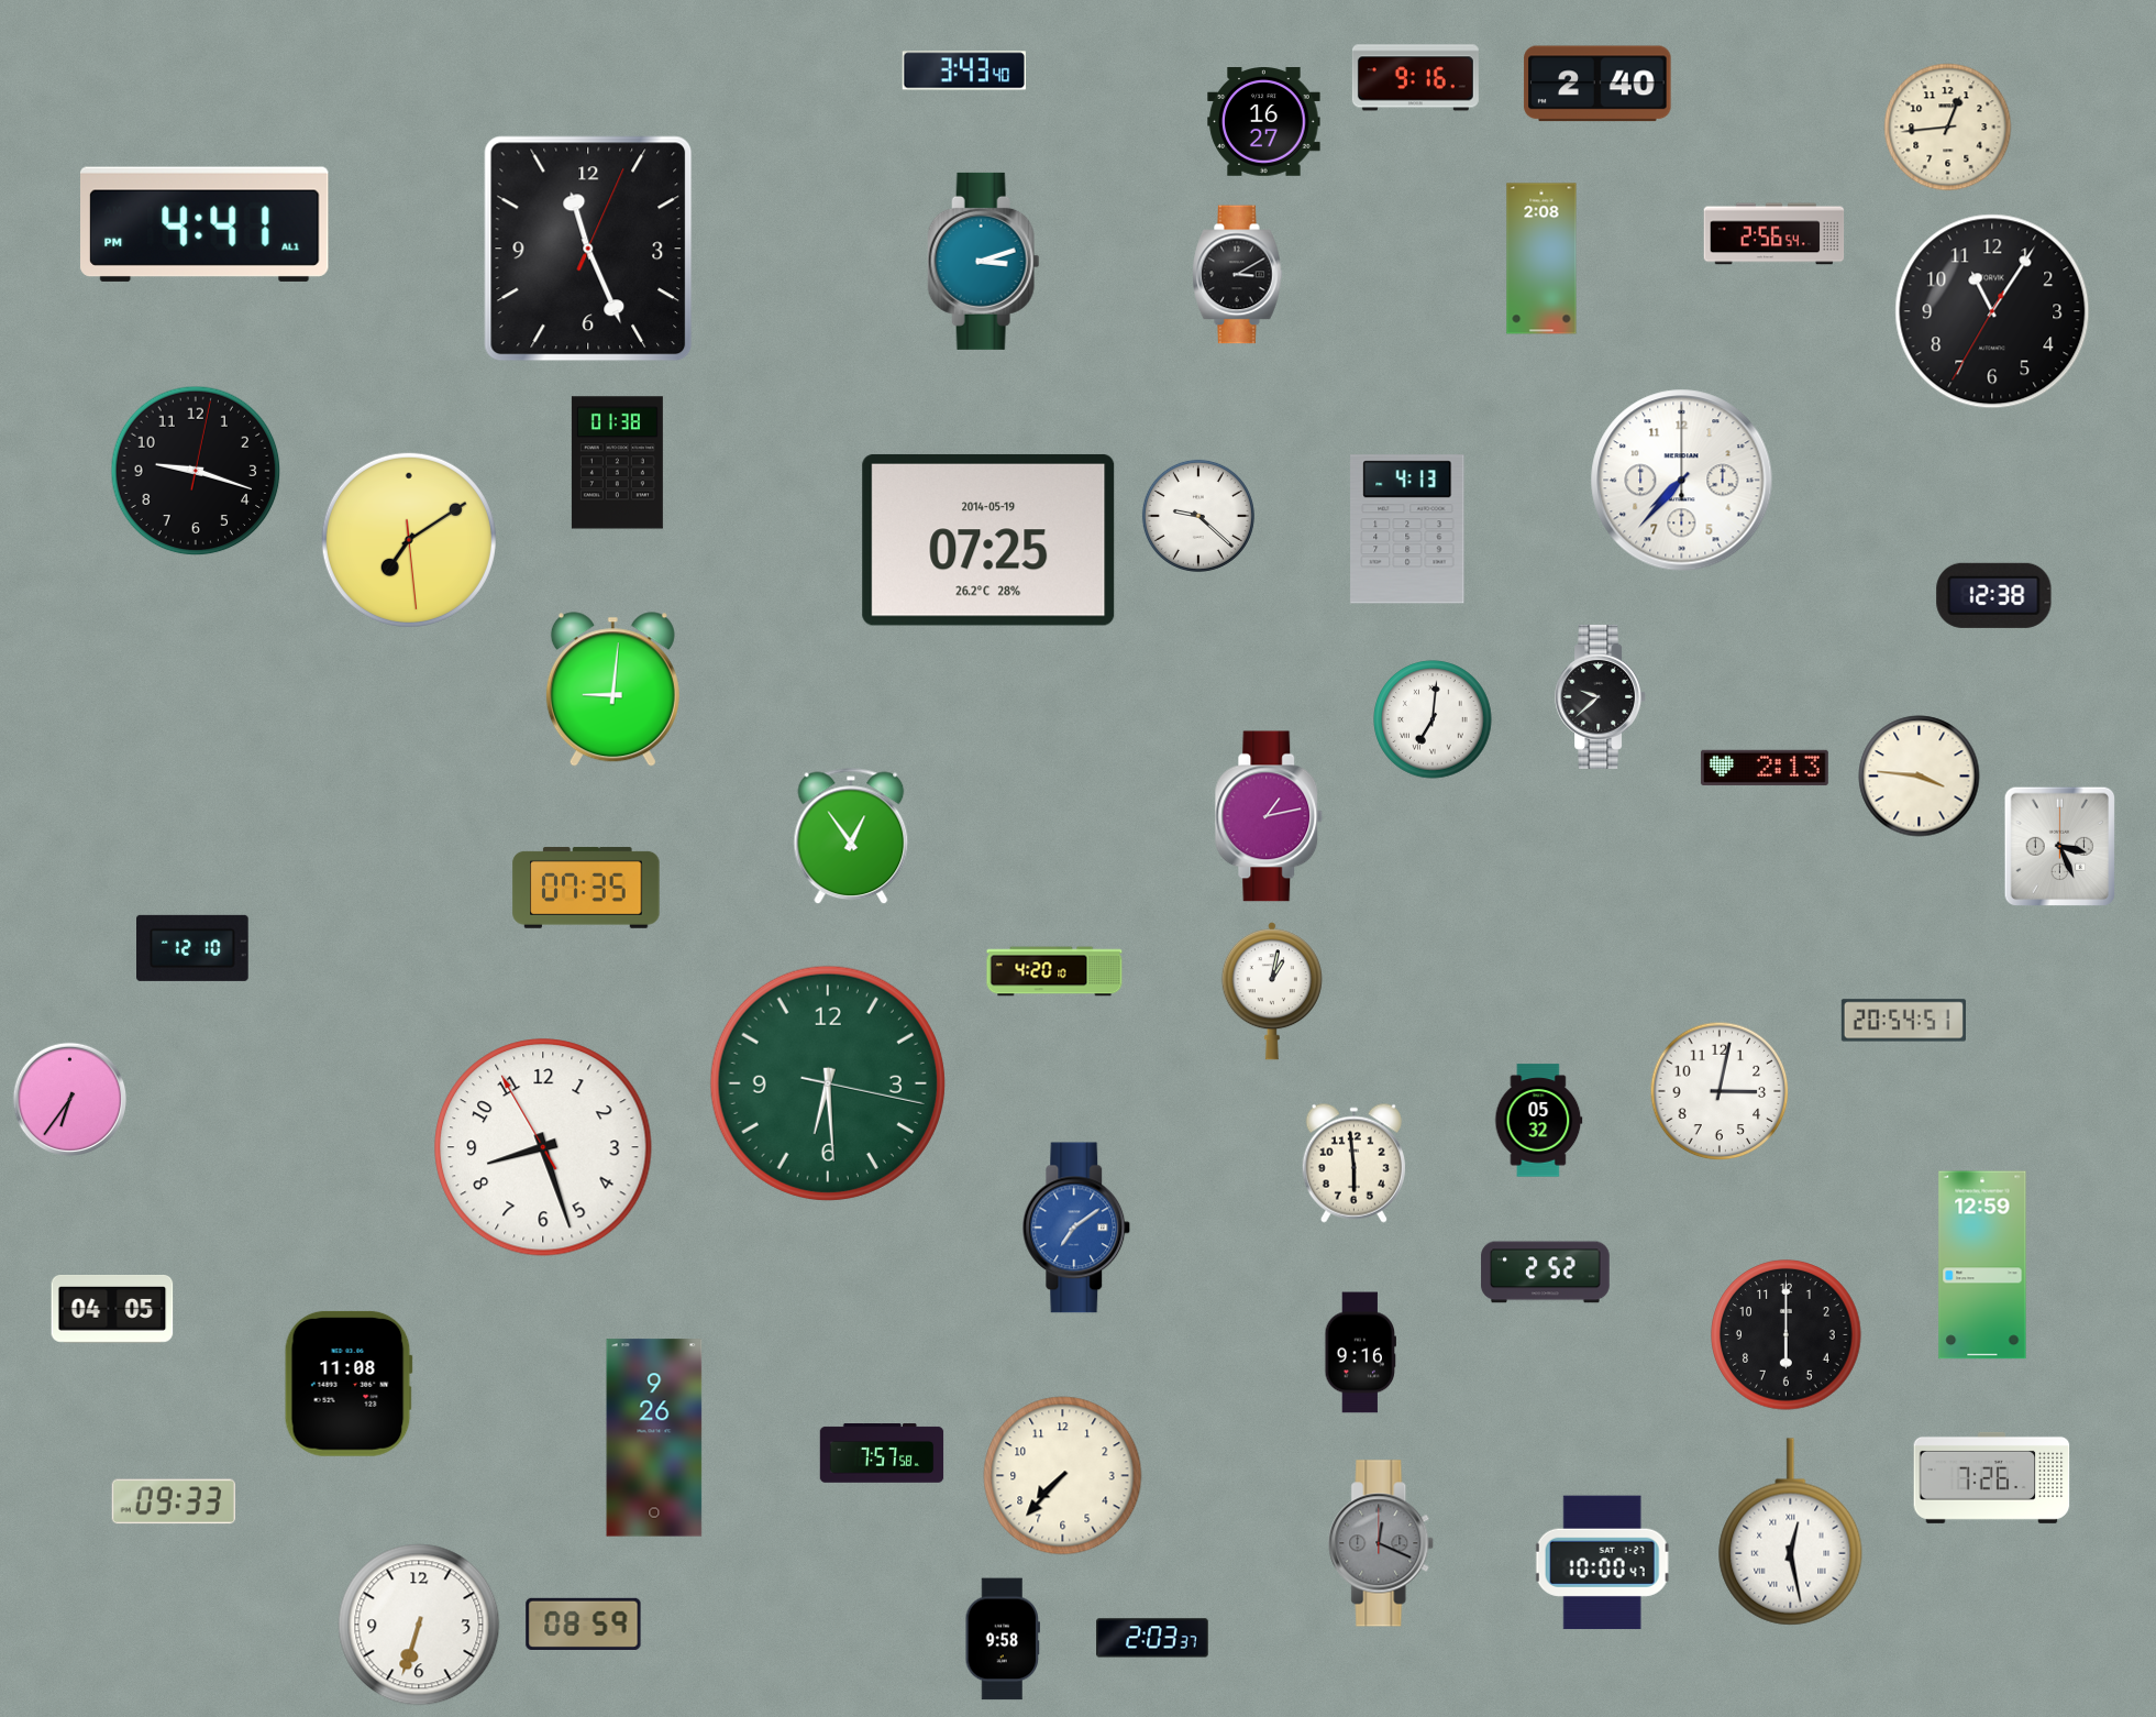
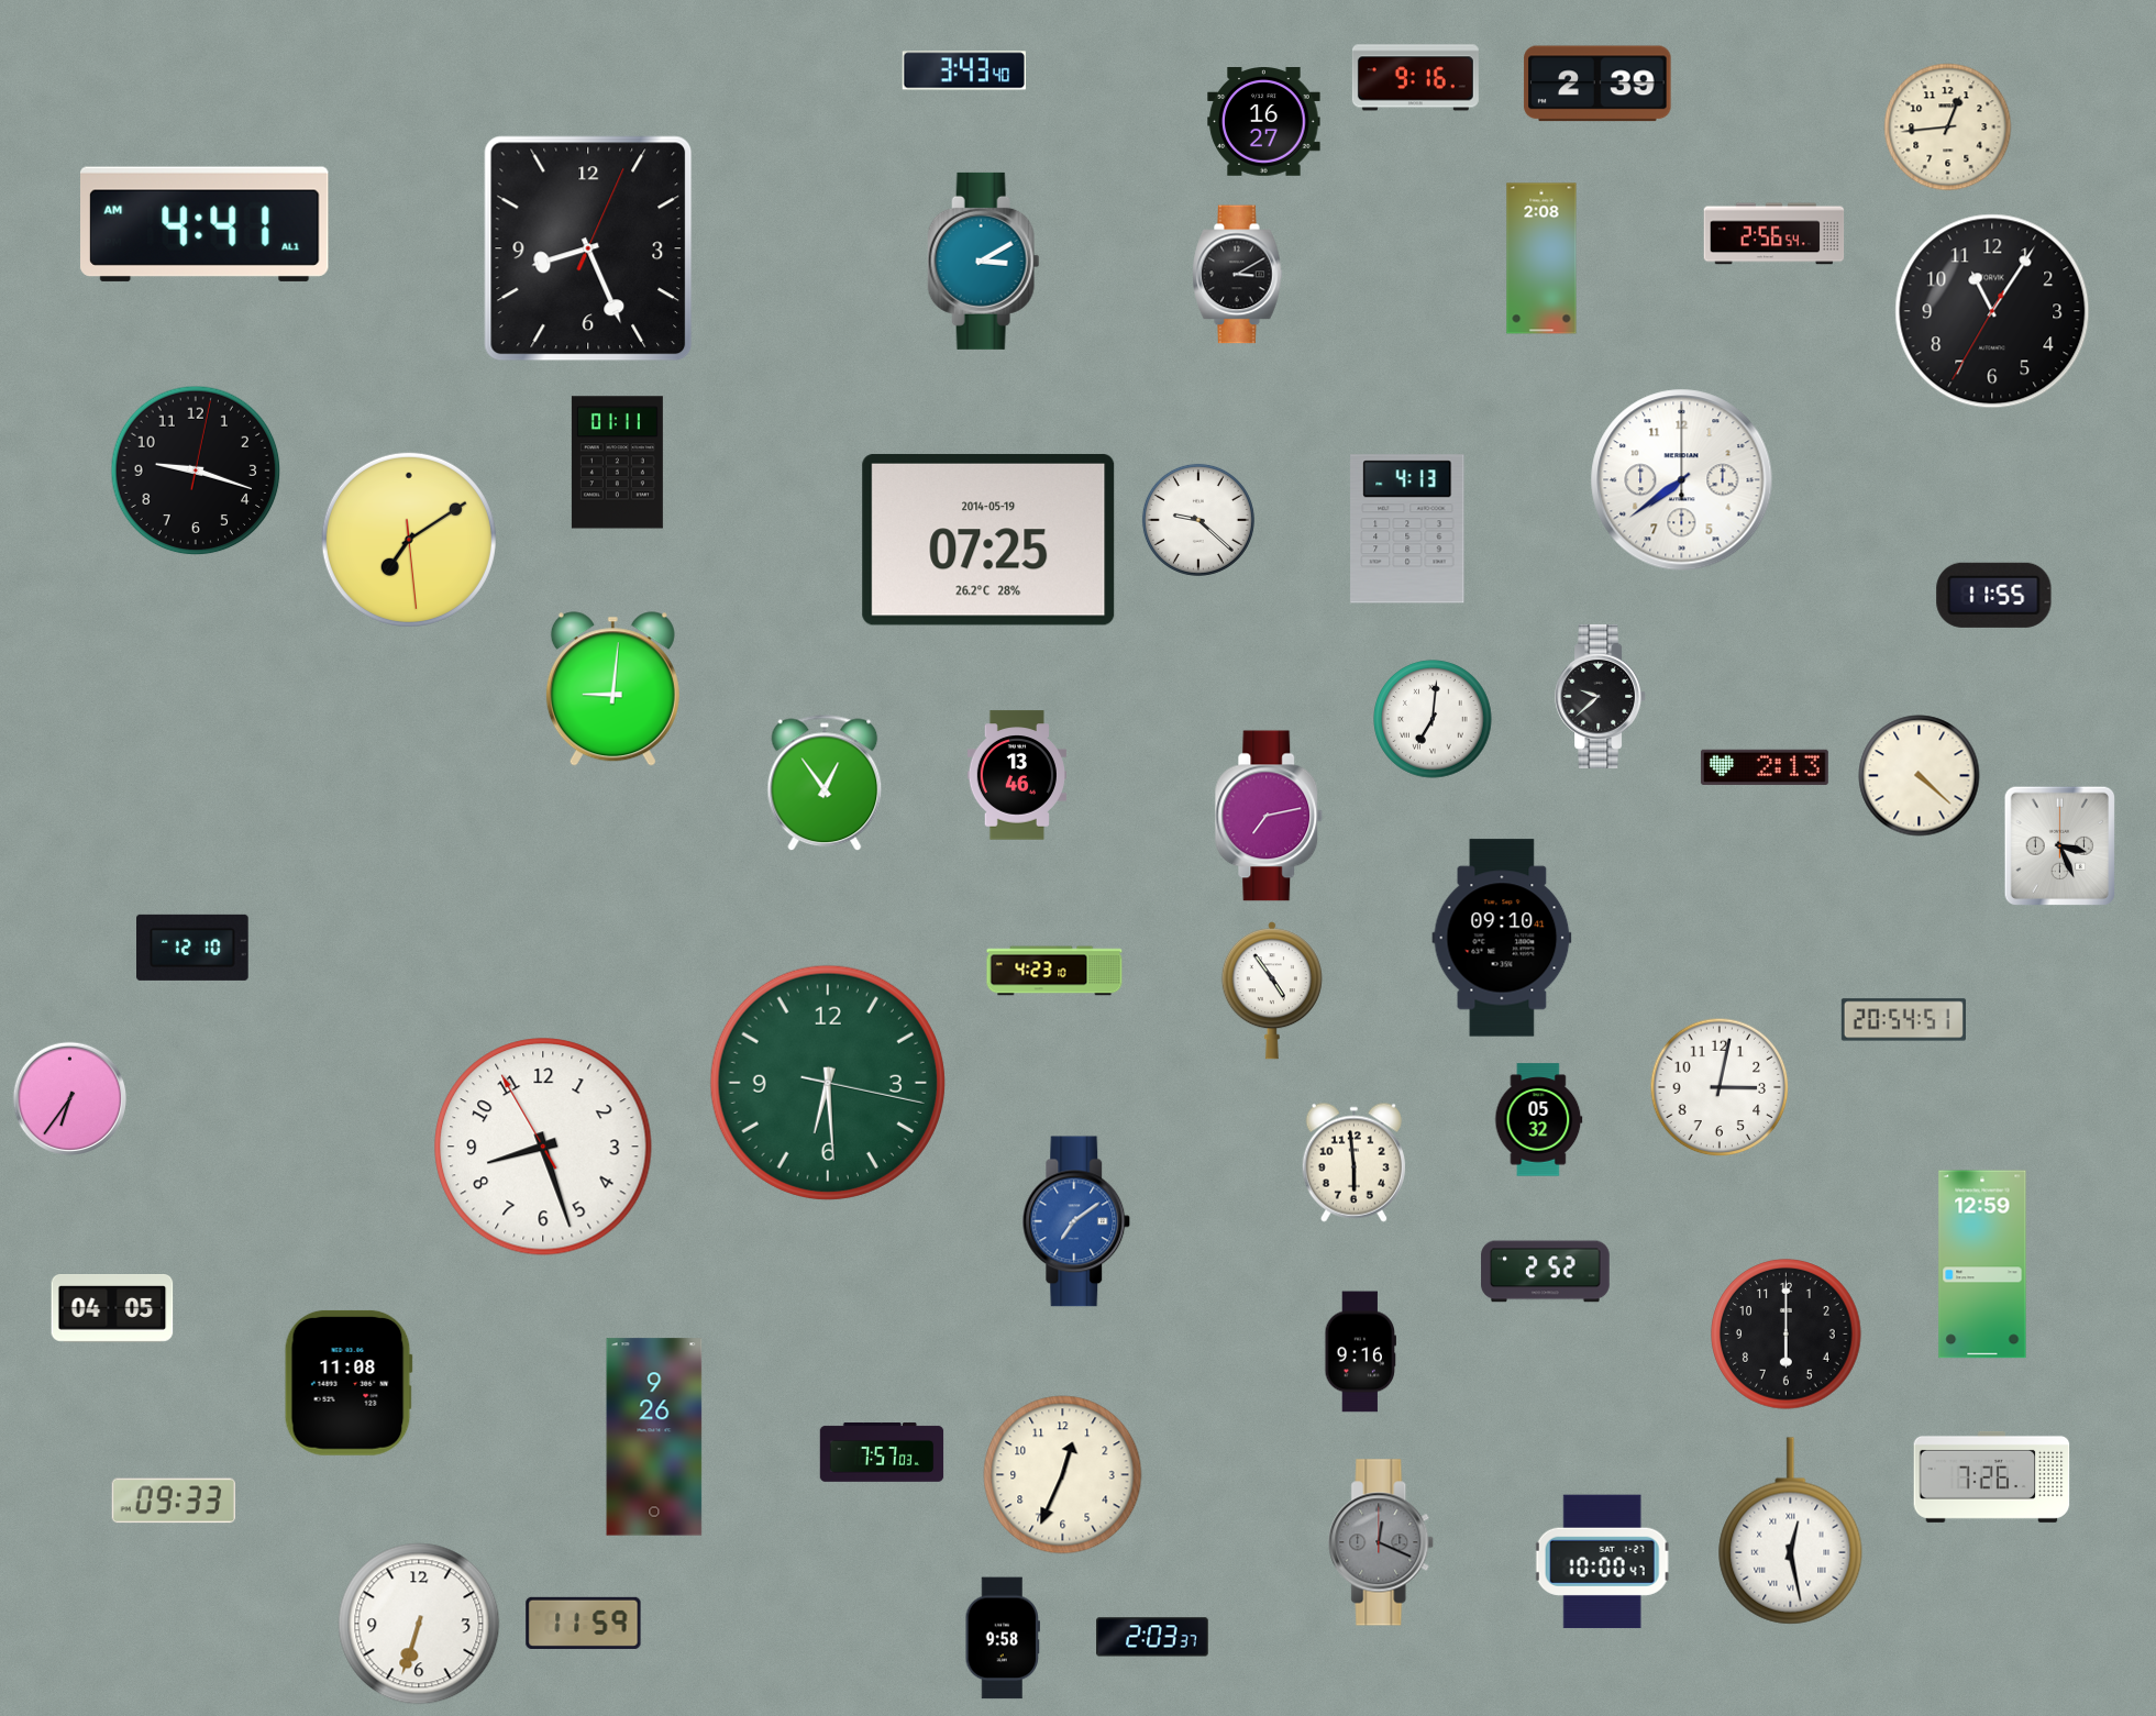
clock at (1597, 84): 2:40 -> 2:39
clock at (206, 224): 4:41 PM -> 4:41 AM
clock at (588, 249): 11:26 -> 8:26
clock at (984, 261): 3:12 -> 3:10
clock at (617, 463): 01:38 -> 01:11
clock at (1682, 481): 7:37 -> 7:39
clock at (1198, 516) position: (1198, 516) -> (1198, 520)
clock at (1994, 595): 12:38 -> 11:55
clock at (1016, 775): none -> 13:46
clock at (1920, 777): 3:46 -> 4:22
clock at (1269, 816): 1:13 -> 7:13
clock at (851, 836) position: (851, 836) -> (825, 783)
clock at (586, 888): 07:35 -> none
clock at (1502, 938): none -> 09:10
clock at (1054, 971): 4:20 -> 4:23
clock at (1272, 991): 1:02 -> 4:54
clock at (1720, 1091) position: (1720, 1091) -> (1720, 1087)
clock at (1076, 1228) position: (1076, 1228) -> (1076, 1221)
clock at (882, 1454): 7:57:58 -> 7:57:03
clock at (1063, 1476): 7:37 -> 12:34
clock at (584, 1624): 08:59 -> 11:59
